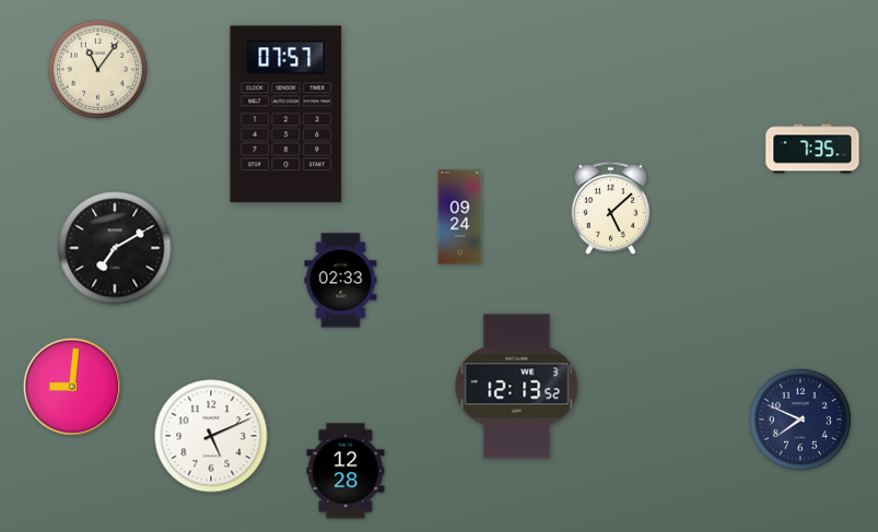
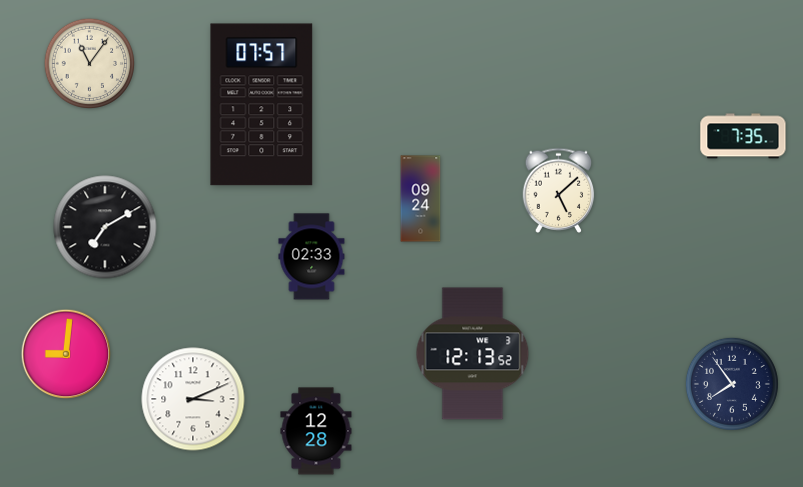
clock at (800, 419): 7:49 -> 7:54
clock at (211, 436): 5:11 -> 3:11
